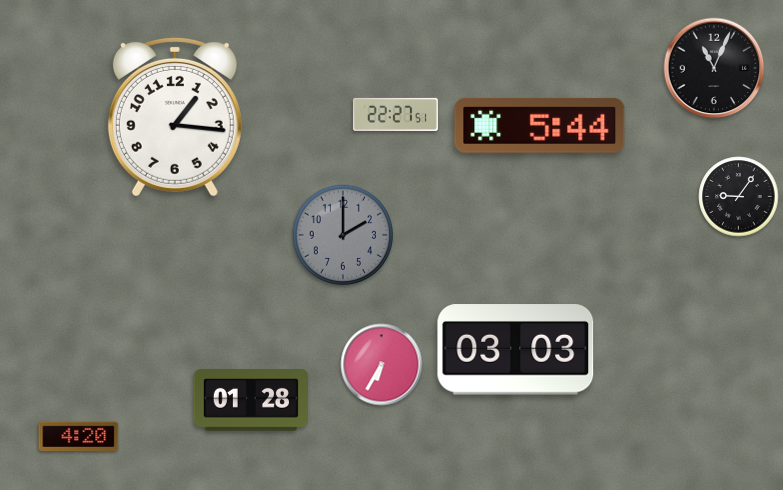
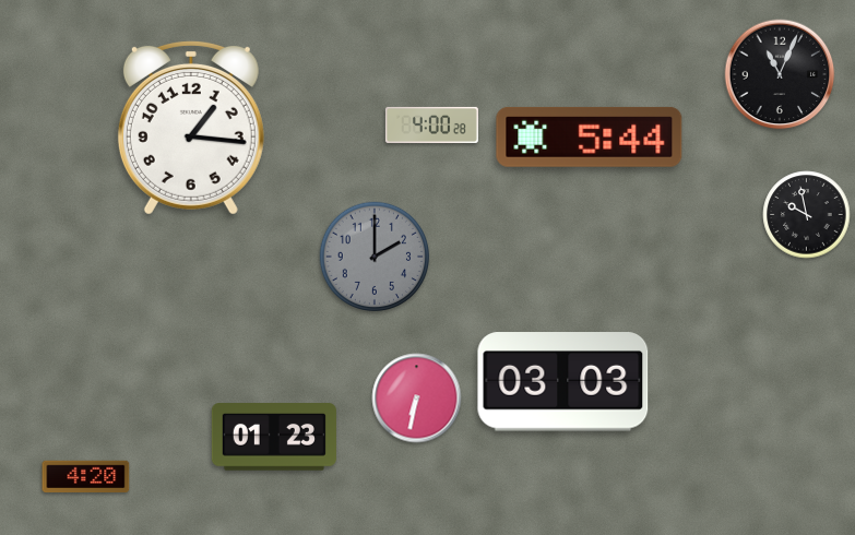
clock at (395, 114): 22:27 -> 4:00
clock at (739, 197): 9:06 -> 9:58
clock at (382, 365): 6:35 -> 6:32
clock at (251, 400): 01:28 -> 01:23
